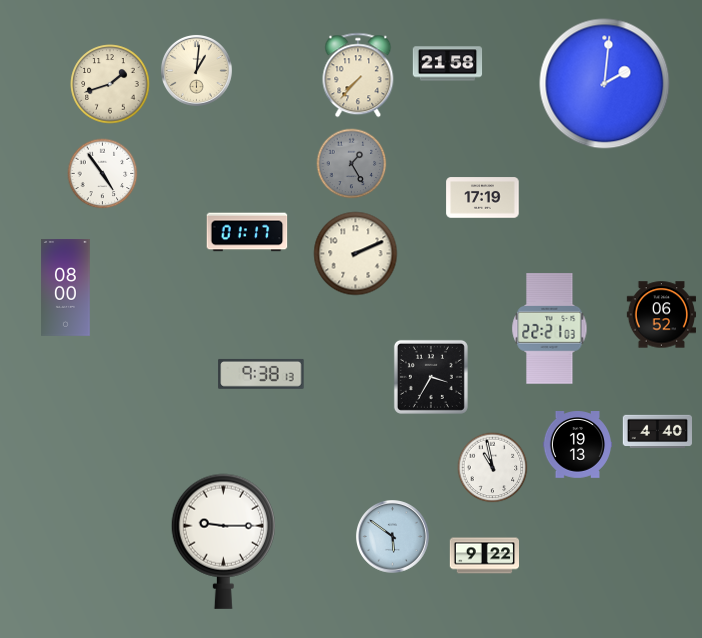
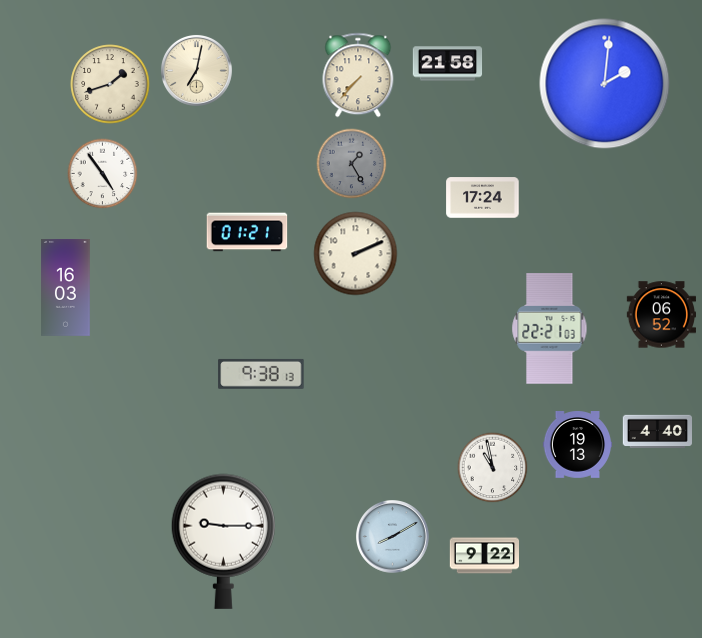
clock at (196, 70): 1:01 -> 7:02
clock at (483, 198): 17:19 -> 17:24
clock at (247, 232): 01:17 -> 01:21
clock at (66, 288): 08:00 -> 16:03
clock at (431, 377): 3:35 -> none
clock at (393, 537): 5:51 -> 8:10
